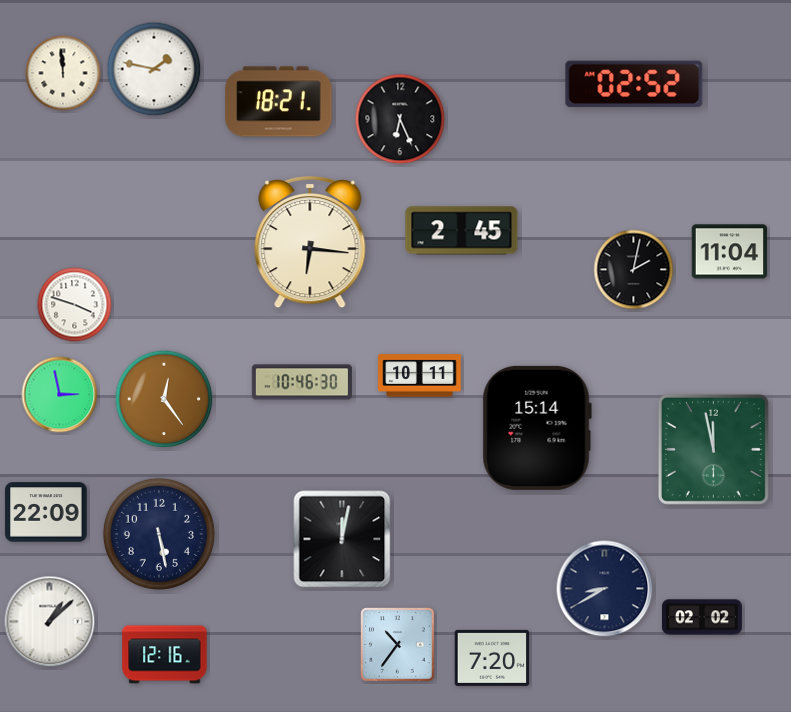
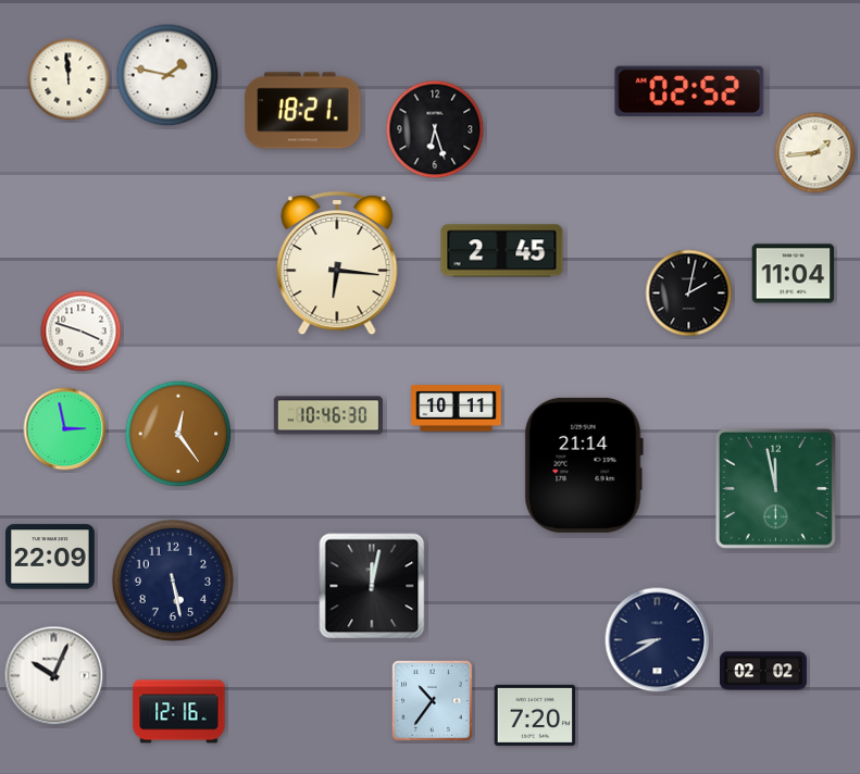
clock at (400, 119): 6:26 -> 6:27
clock at (815, 153): none -> 1:44
clock at (537, 428): 15:14 -> 21:14
clock at (50, 622): 1:08 -> 10:04
